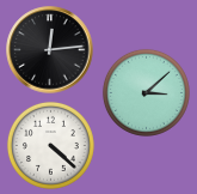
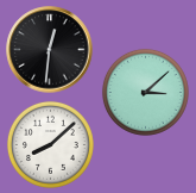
clock at (50, 50): 12:14 -> 12:31
clock at (50, 145): 4:22 -> 8:08
